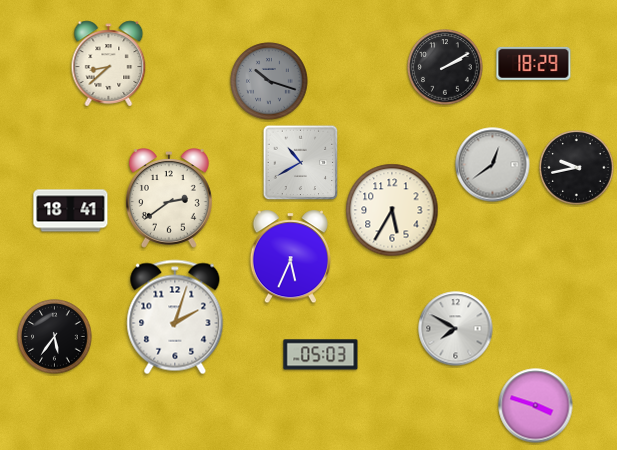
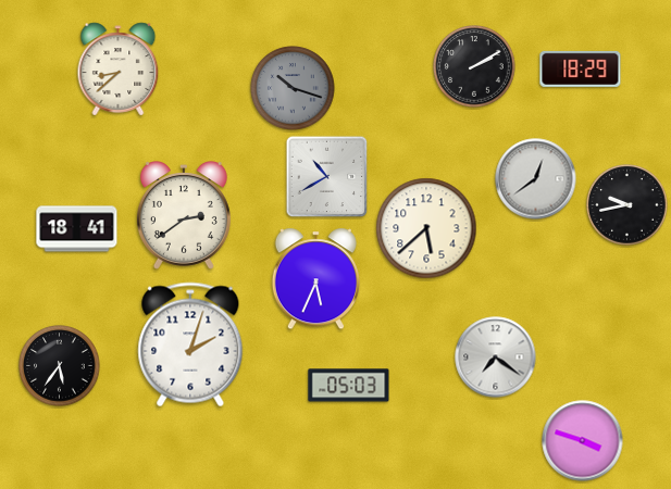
clock at (445, 67) position: (445, 67) -> (474, 66)
clock at (577, 168) position: (577, 168) -> (627, 205)
clock at (392, 210): 5:35 -> 5:38
clock at (456, 329): 7:50 -> 7:21
